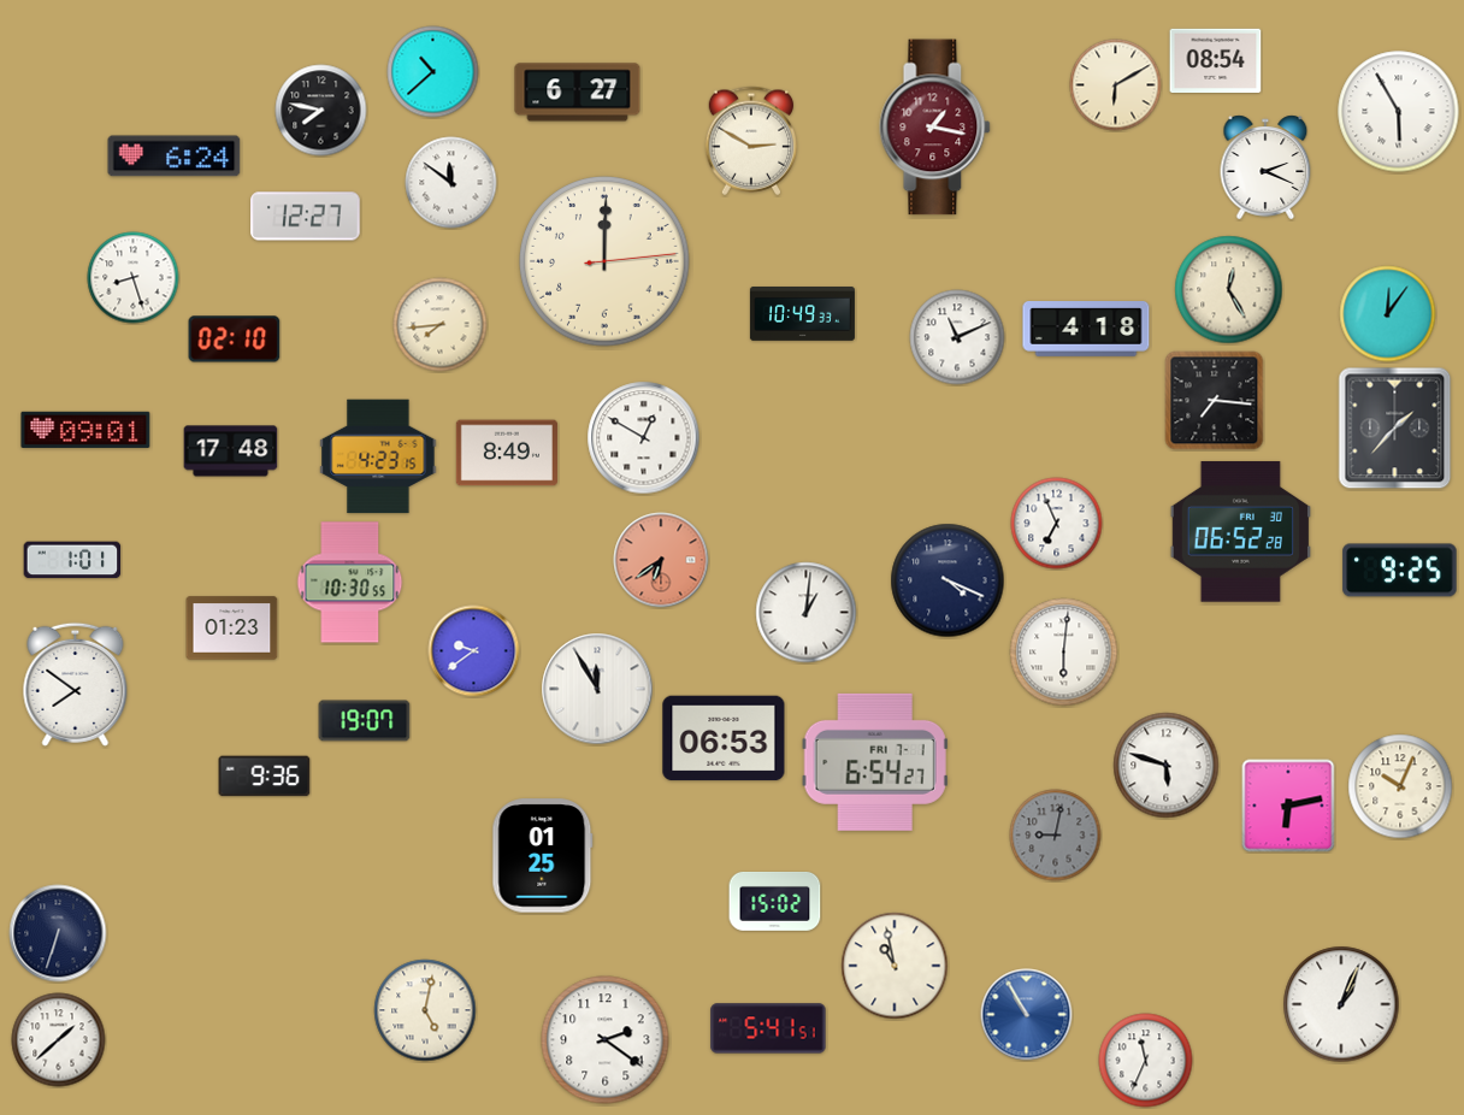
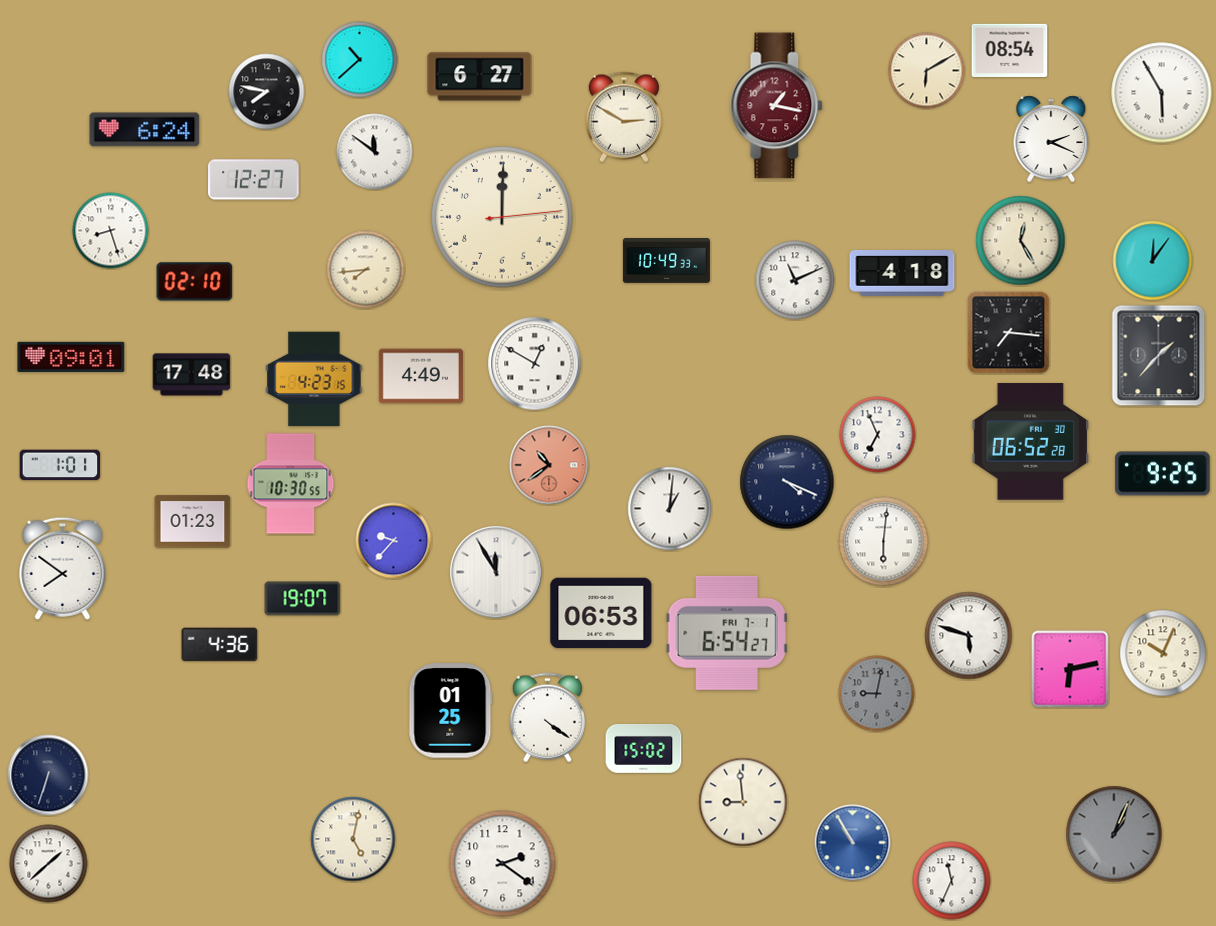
clock at (507, 453): 8:49 -> 4:49
clock at (661, 560): 6:39 -> 10:39
clock at (474, 651): 9:39 -> 9:37
clock at (265, 777): 9:36 -> 4:36
clock at (547, 718): none -> 4:21
clock at (895, 966): 10:58 -> 8:59
clock at (1341, 1004) dial: white -> grey
clock at (768, 1028): 5:41 -> none
